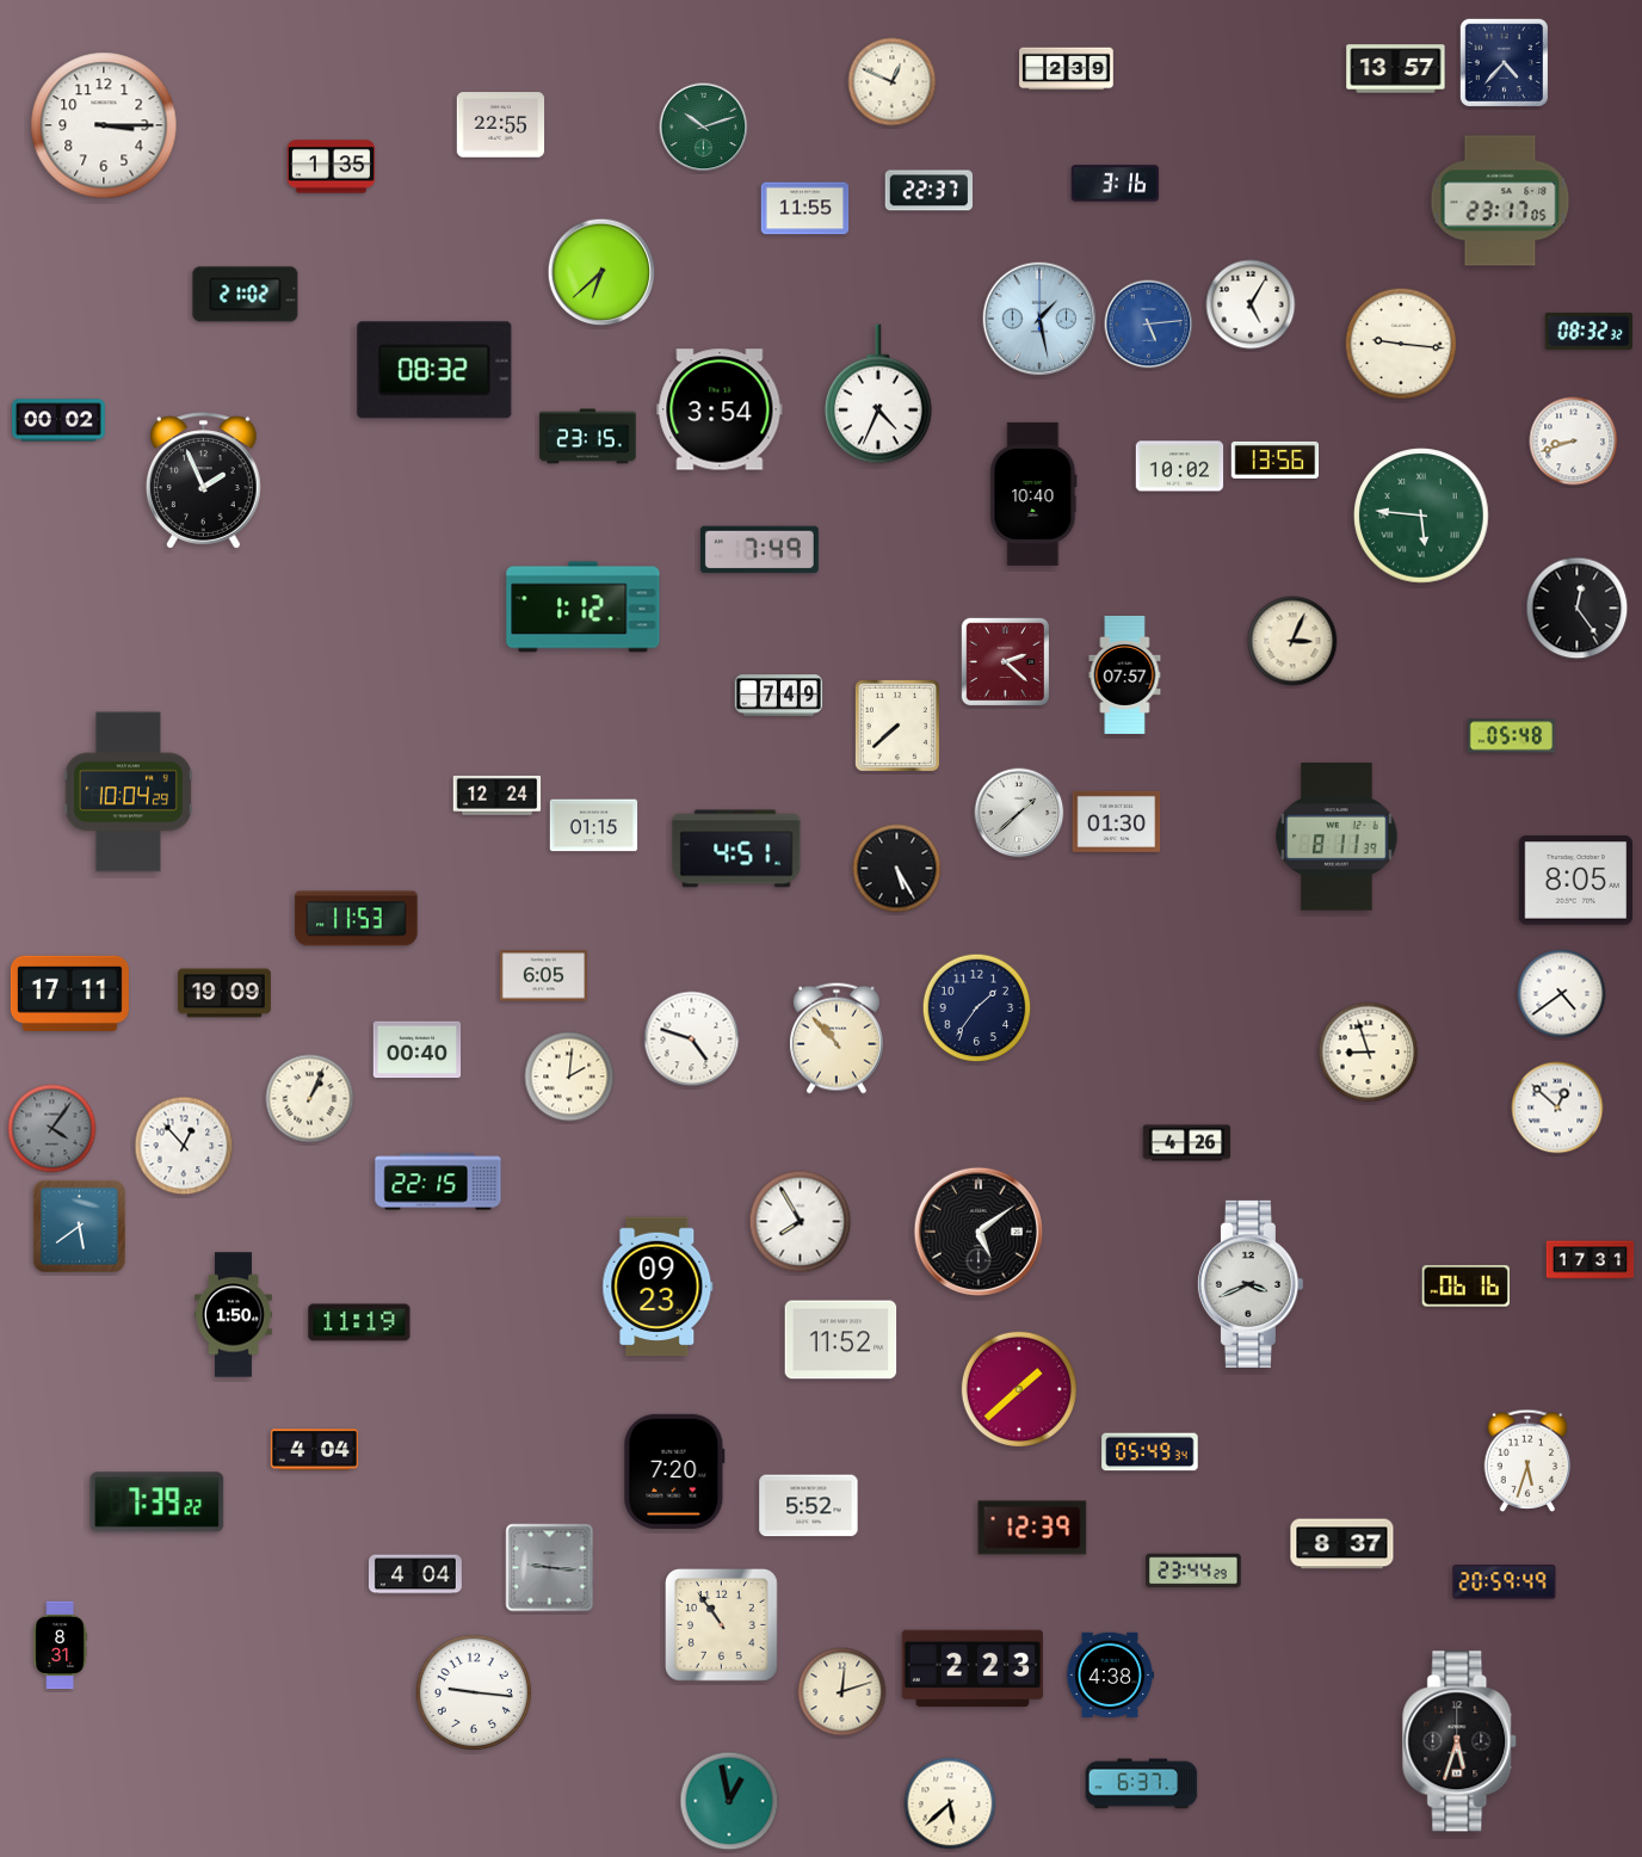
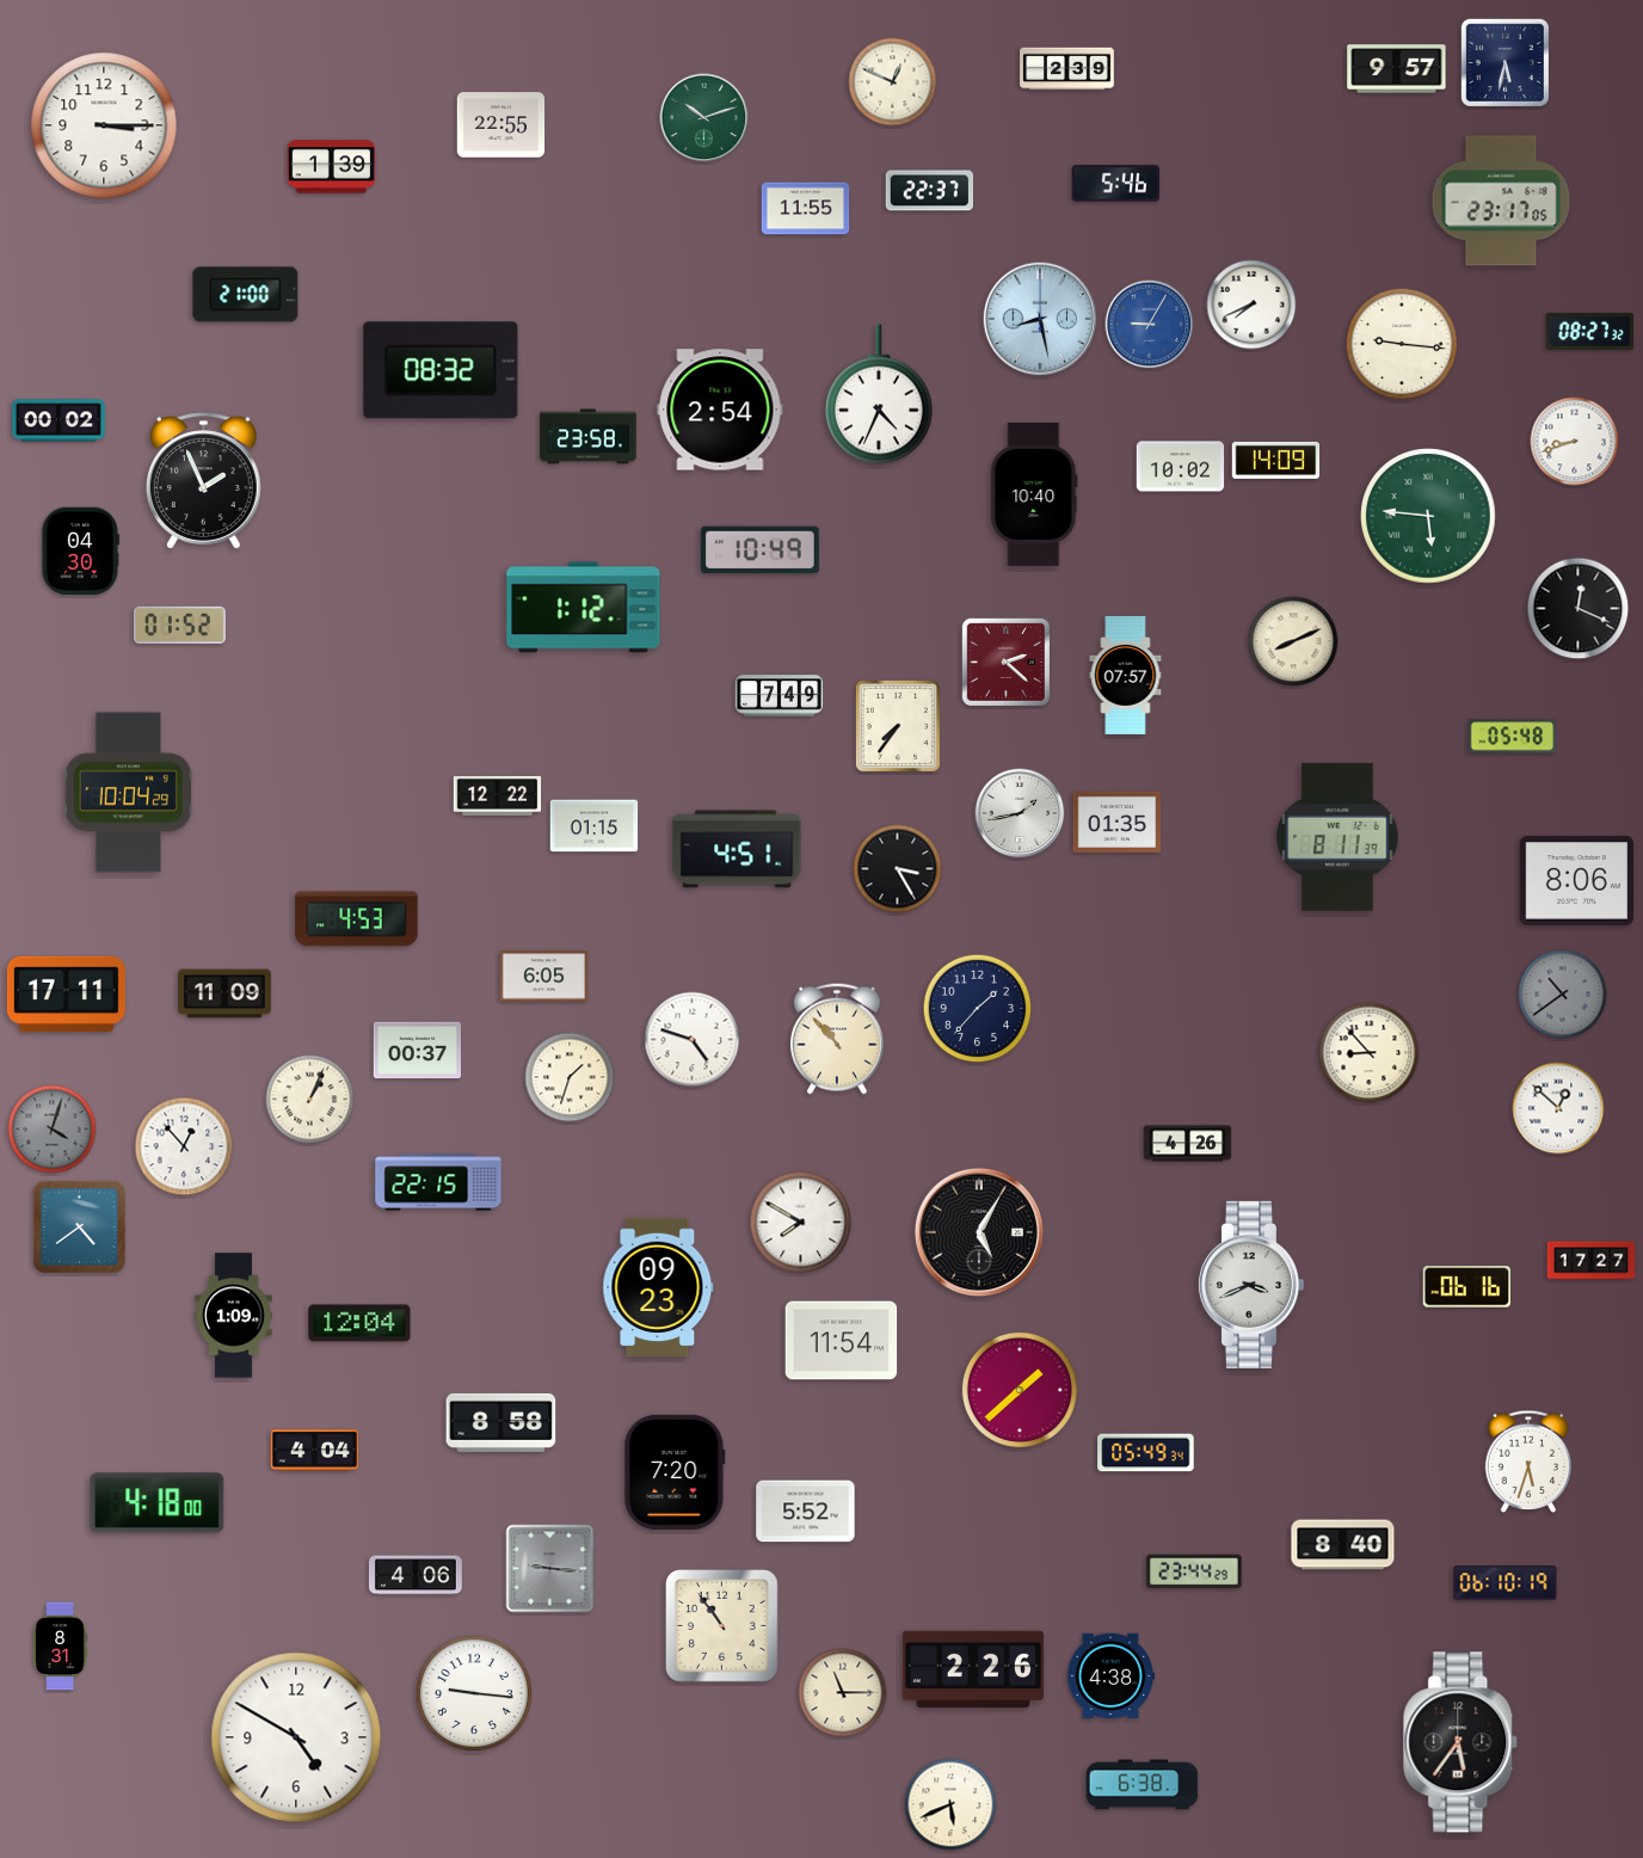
clock at (1504, 62): 4:37 -> 5:32
clock at (1396, 69): 13:57 -> 9:57
clock at (704, 128) position: (704, 128) -> (704, 118)
clock at (332, 167): 1:35 -> 1:39
clock at (1116, 184): 3:16 -> 5:46
clock at (601, 272): 6:38 -> none
clock at (246, 295): 21:02 -> 21:00
clock at (1251, 304): 5:05 -> 7:41
clock at (1039, 319): 1:28 -> 8:28
clock at (1149, 325): 5:14 -> 9:05
clock at (1588, 331): 08:32 -> 08:27
clock at (434, 370) position: (434, 370) -> (441, 370)
clock at (720, 409): 3:54 -> 2:54
clock at (588, 437): 23:15 -> 23:58
clock at (1276, 459): 13:56 -> 14:09
clock at (1421, 516) position: (1421, 516) -> (1428, 516)
clock at (759, 550): 7:49 -> 10:49
clock at (80, 552): none -> 04:30
clock at (1578, 609): 12:24 -> 12:19
clock at (179, 626): none -> 01:52
clock at (1292, 641): 3:04 -> 8:11
clock at (897, 726): 7:38 -> 7:36
clock at (498, 795): 12:24 -> 12:22
clock at (1019, 813): 1:38 -> 1:43
clock at (1117, 821): 01:30 -> 01:35
clock at (897, 869): 5:25 -> 3:25
clock at (1575, 881): 8:05 -> 8:06
clock at (357, 919): 11:53 -> 4:53
clock at (69, 993) position: (69, 993) -> (66, 993)
clock at (226, 993): 19:09 -> 11:09
clock at (1562, 994): 4:39 -> 10:39
clock at (1562, 994) dial: white -> grey
clock at (977, 1008): 1:36 -> 1:37
clock at (418, 1050): 00:40 -> 00:37
clock at (1369, 1053): 8:57 -> 8:53
clock at (569, 1076): 2:01 -> 1:33
clock at (53, 1129): 4:06 -> 4:03
clock at (801, 1222): 7:55 -> 7:50
clock at (79, 1226): 5:39 -> 4:39
clock at (977, 1230): 5:09 -> 5:05
clock at (1591, 1260): 17:31 -> 17:27
clock at (234, 1315): 1:50 -> 1:09
clock at (359, 1322): 11:19 -> 12:04
clock at (841, 1340): 11:52 -> 11:54
clock at (501, 1422): none -> 8:58
clock at (1150, 1452) position: (1150, 1452) -> (1146, 1453)
clock at (158, 1503): 7:39 -> 4:18
clock at (809, 1506) position: (809, 1506) -> (806, 1512)
clock at (1032, 1528): 12:39 -> none
clock at (1342, 1544): 8:37 -> 8:40
clock at (415, 1574): 4:04 -> 4:06
clock at (1505, 1583): 20:59 -> 06:10
clock at (973, 1668): 2:23 -> 2:26
clock at (842, 1692): 12:12 -> 11:15
clock at (296, 1737): none -> 4:50
clock at (1461, 1741): 5:33 -> 5:36
clock at (1142, 1784): 6:37 -> 6:38
clock at (729, 1801): 12:58 -> none
clock at (950, 1803): 5:38 -> 5:41
